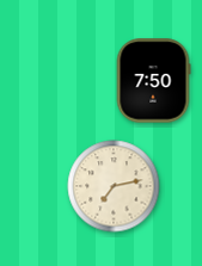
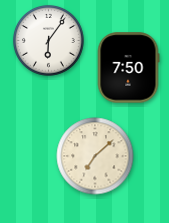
clock at (48, 40): none -> 6:06
clock at (114, 186): 7:13 -> 7:08
